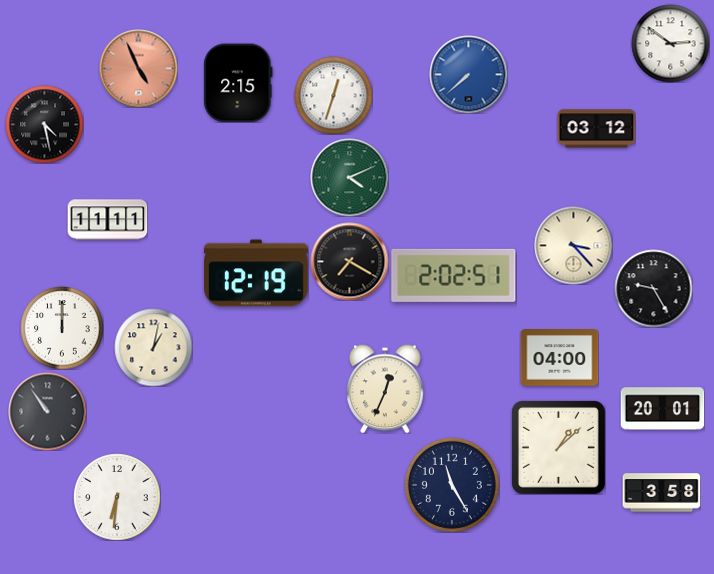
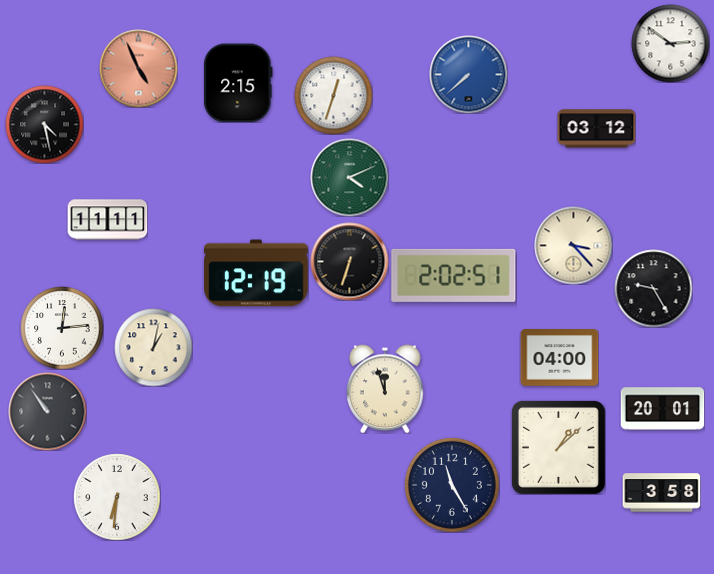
clock at (349, 261): 7:20 -> 6:33
clock at (62, 328): 12:00 -> 12:14
clock at (385, 389): 12:34 -> 11:57
